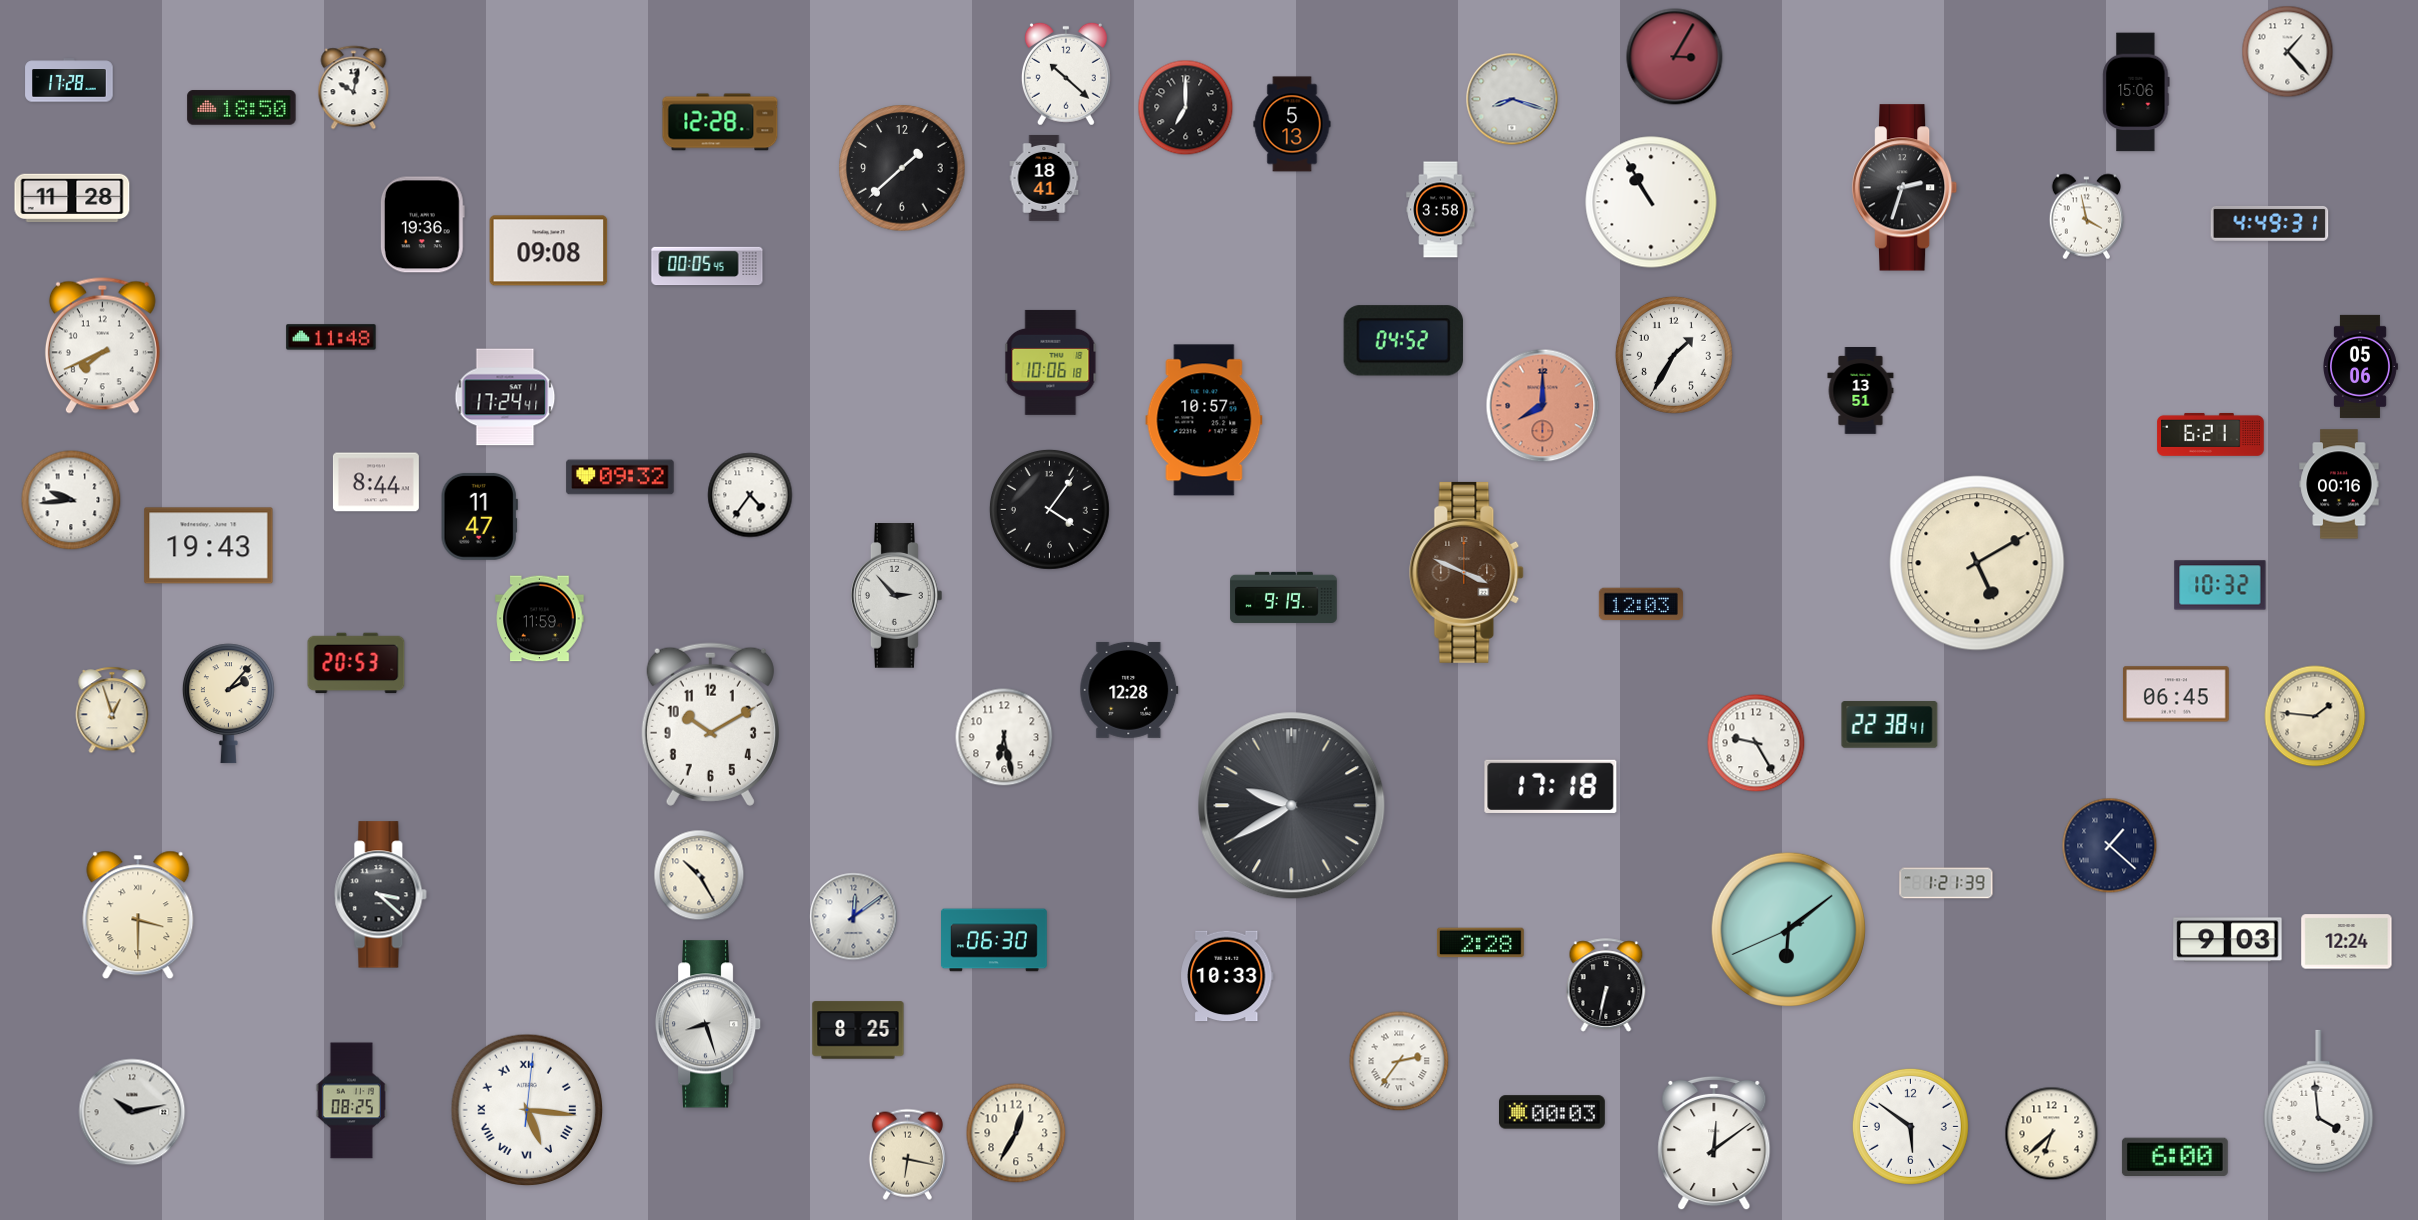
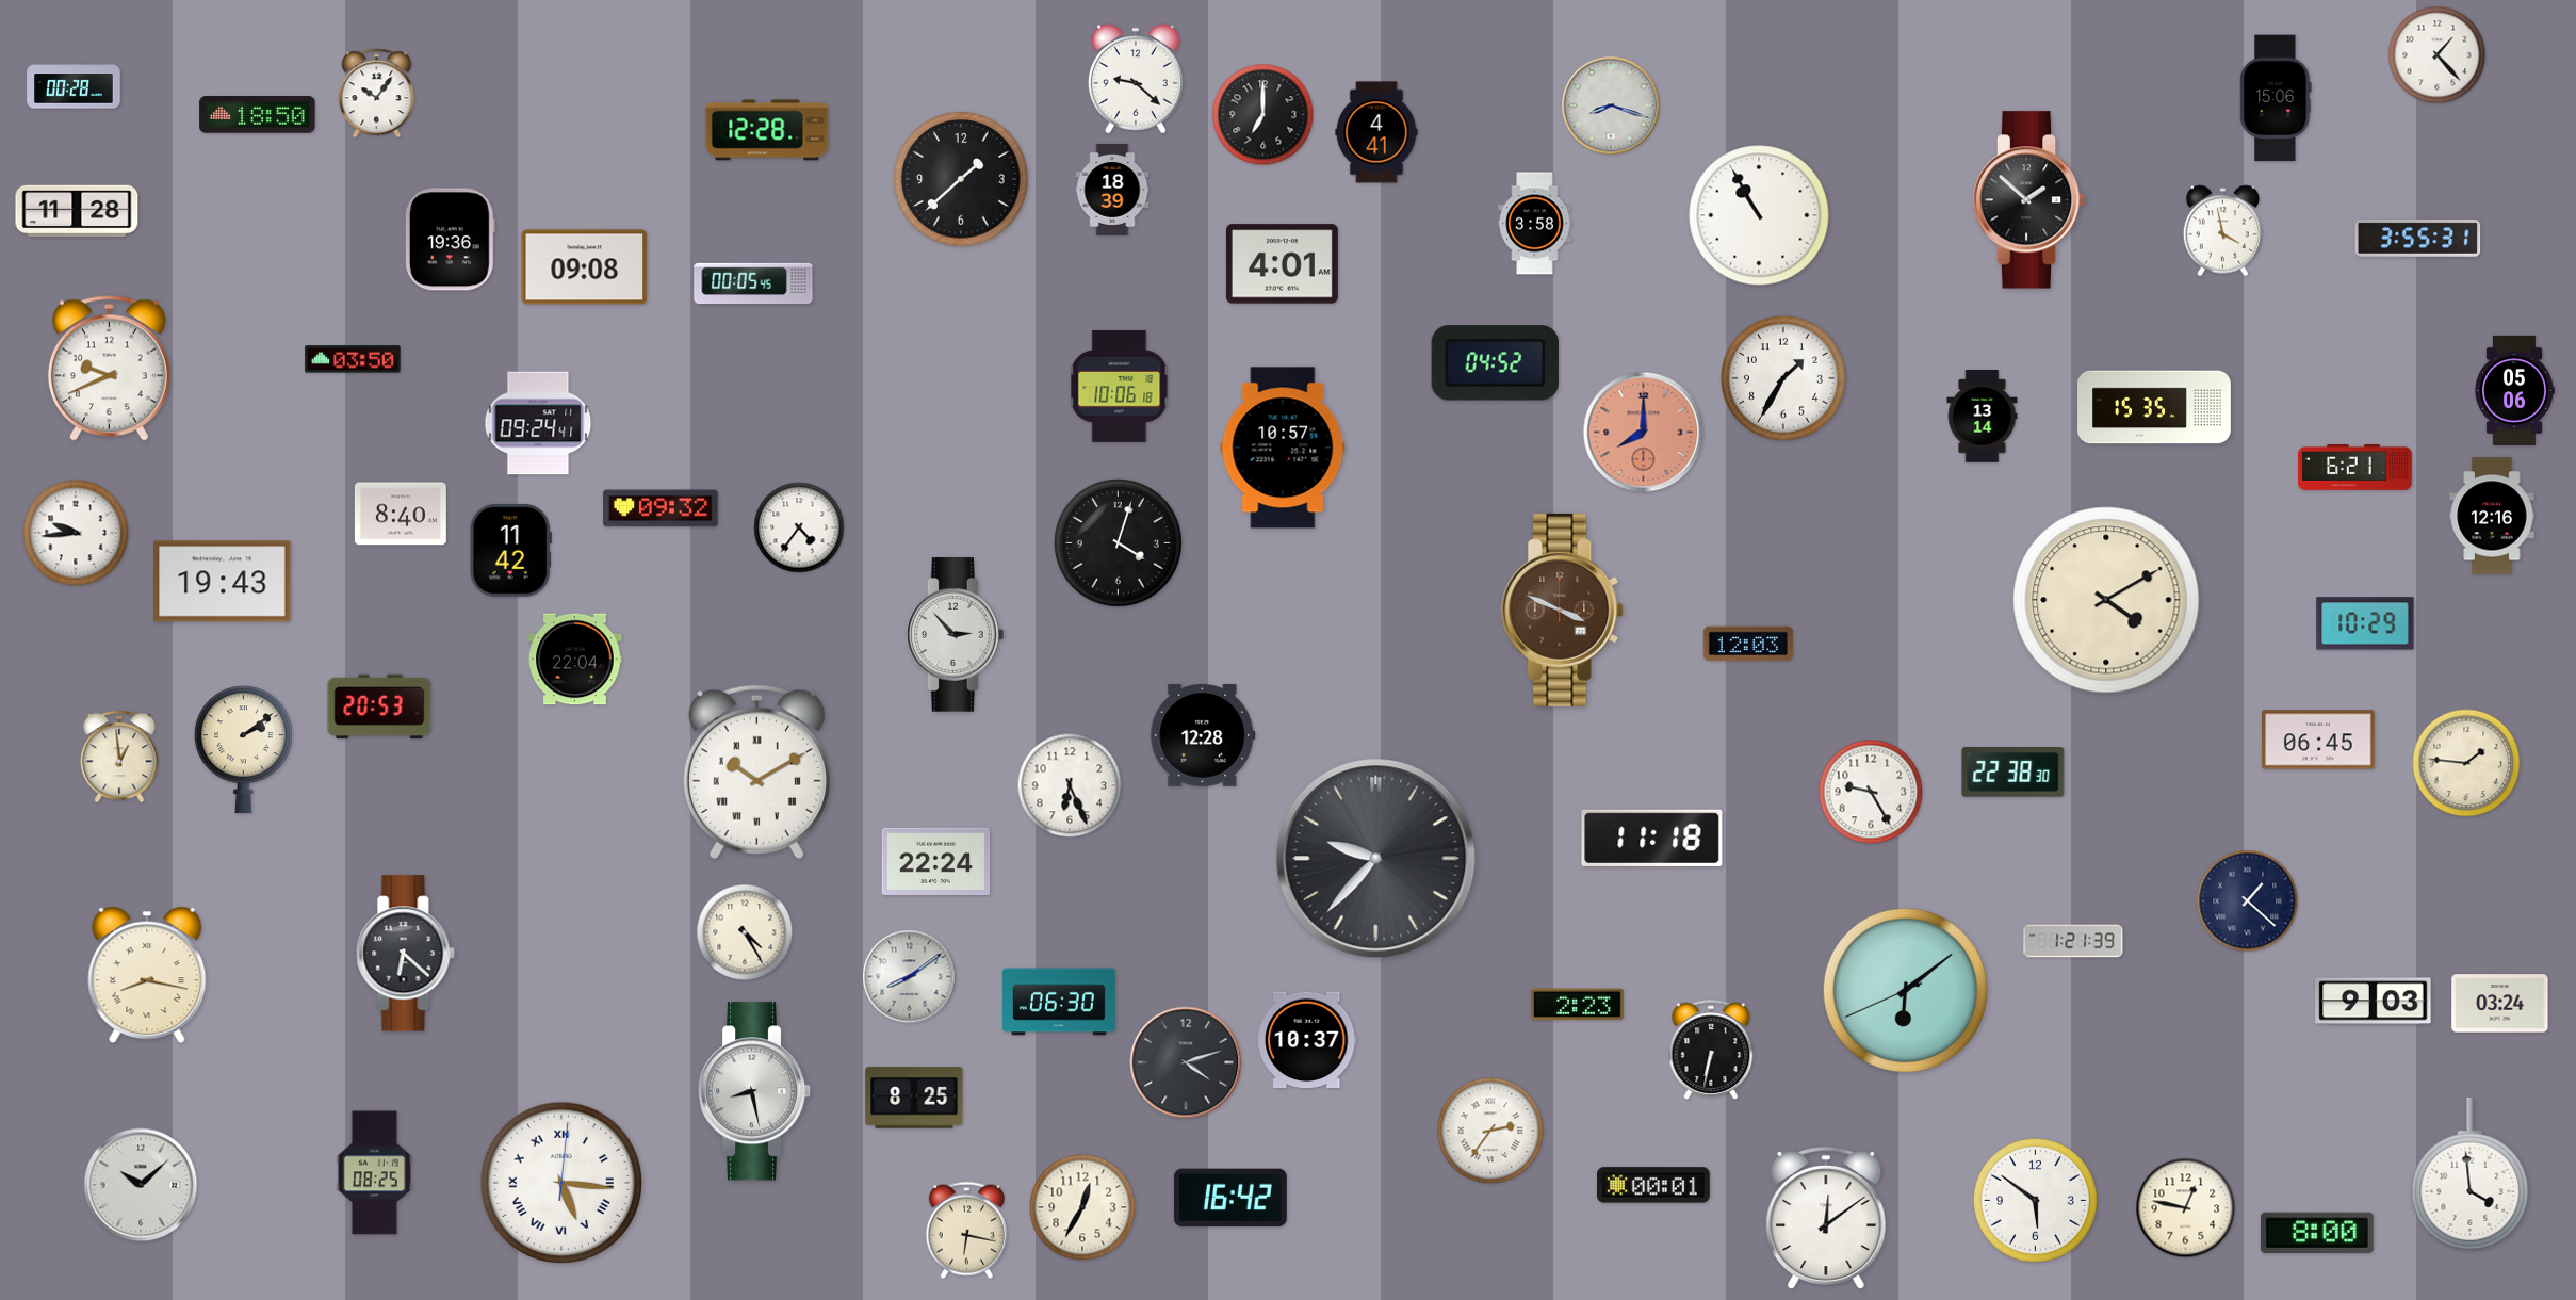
clock at (1675, 57): 3:05 -> none
clock at (1066, 74): 10:22 -> 9:22
clock at (69, 80): 17:28 -> 00:28
clock at (354, 88): 10:02 -> 10:06
clock at (1292, 124): 5:13 -> 4:41
clock at (1044, 178): 18:41 -> 18:39
clock at (1905, 188): 2:33 -> 1:52
clock at (2270, 223): 4:49 -> 3:55
clock at (1282, 264): none -> 4:01
clock at (331, 337): 11:48 -> 03:50
clock at (102, 345): 7:41 -> 9:41
clock at (2154, 407): none -> 15:35
clock at (1861, 391): 13:51 -> 13:14
clock at (505, 397): 17:24 -> 09:24
clock at (2211, 434) position: (2211, 434) -> (2355, 467)
clock at (376, 482): 8:44 -> 8:40
clock at (2339, 484): 00:16 -> 12:16
clock at (1049, 509): 4:06 -> 4:03
clock at (479, 516): 11:47 -> 11:42
clock at (1977, 563): 5:10 -> 4:10
clock at (2220, 585): 10:32 -> 10:29
clock at (1284, 597): 9:19 -> none
clock at (540, 619): 11:59 -> 22:04
clock at (228, 704): 2:07 -> 2:09
clock at (112, 710): 12:57 -> 12:59
clock at (710, 724) numerals: Arabic -> Roman
clock at (1890, 725): 22:38:41 -> 22:38:30
clock at (1004, 737): 6:28 -> 6:26
clock at (1551, 786): 17:18 -> 11:18
clock at (1292, 806): 9:40 -> 9:37
clock at (936, 861): none -> 22:24
clock at (699, 875): 10:25 -> 4:25
clock at (381, 895): 3:22 -> 6:22
clock at (138, 915): 3:30 -> 8:17
clock at (854, 917): 12:09 -> 8:09
clock at (2347, 942): 12:24 -> 03:24
clock at (1480, 943): 2:28 -> 2:23
clock at (1227, 976): 10:33 -> 10:37
clock at (1186, 1062): none -> 4:12
clock at (708, 1024): 8:27 -> 8:28
clock at (132, 1112): 10:13 -> 10:08
clock at (1553, 1112): 00:03 -> 00:01
clock at (1230, 1198): none -> 16:42
clock at (2052, 1134): 6:38 -> 12:47
clock at (2175, 1156): 6:00 -> 8:00
